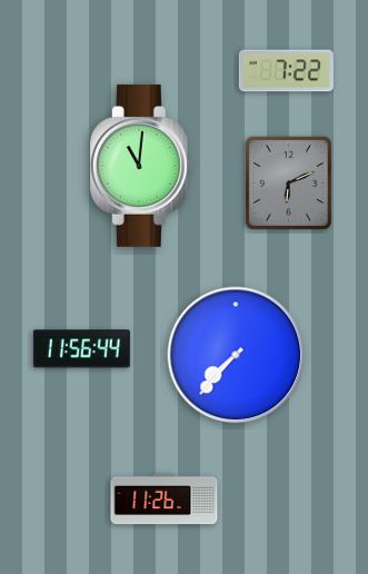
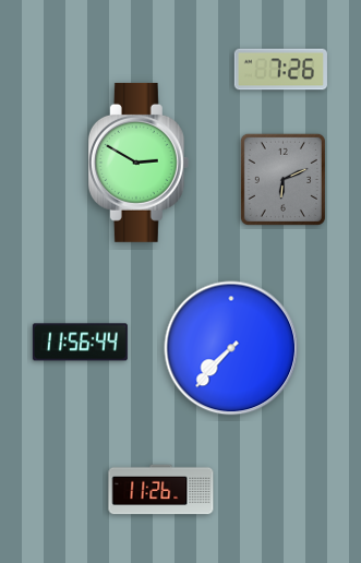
clock at (286, 71): 7:22 -> 7:26
clock at (141, 166): 11:01 -> 2:50
